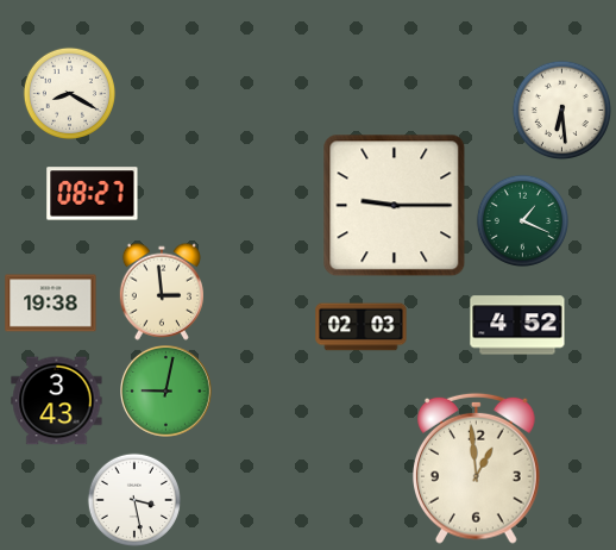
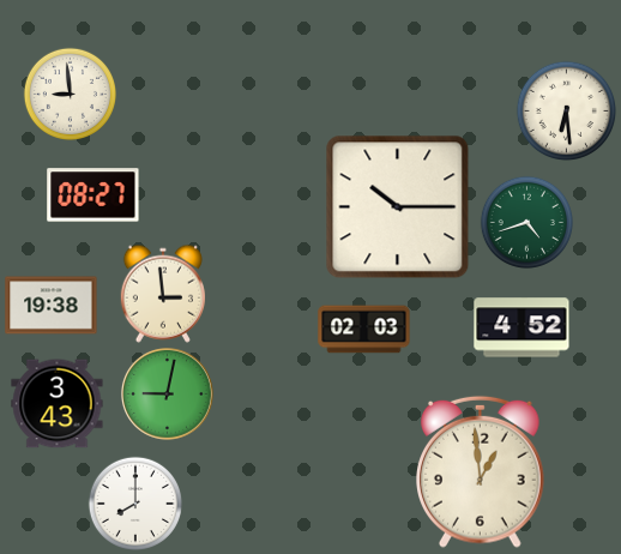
clock at (69, 93): 8:20 -> 8:59
clock at (395, 206): 9:15 -> 10:15
clock at (522, 220): 1:19 -> 4:42
clock at (133, 499): 3:28 -> 8:00
